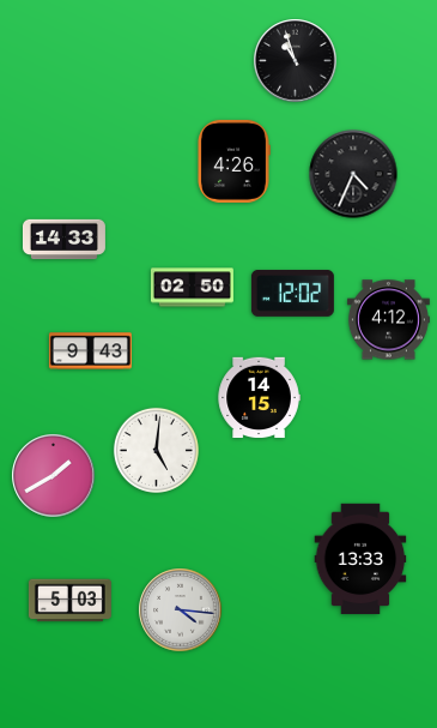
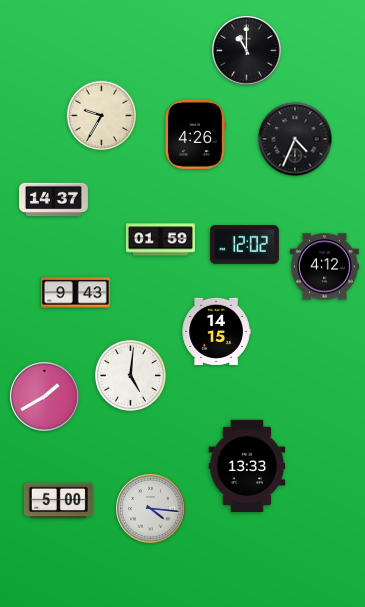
clock at (296, 61): 10:57 -> 11:00
clock at (102, 116): none -> 9:35
clock at (353, 174) position: (353, 174) -> (295, 139)
clock at (63, 240): 14:33 -> 14:37
clock at (192, 288): 02:50 -> 01:59
clock at (360, 559) position: (360, 559) -> (247, 466)
clock at (69, 601): 5:03 -> 5:00
